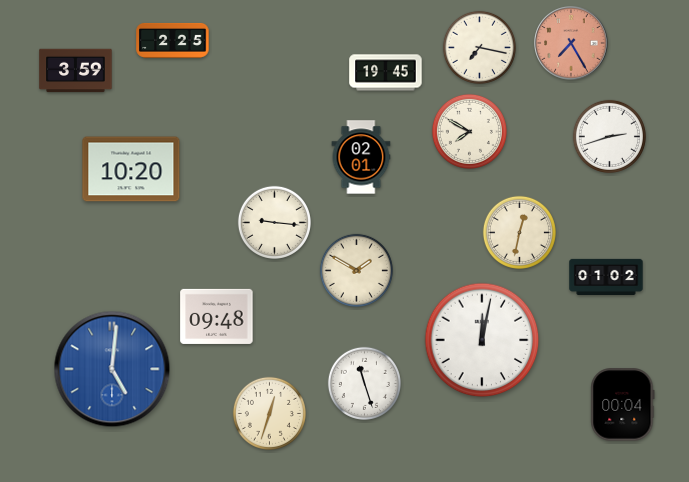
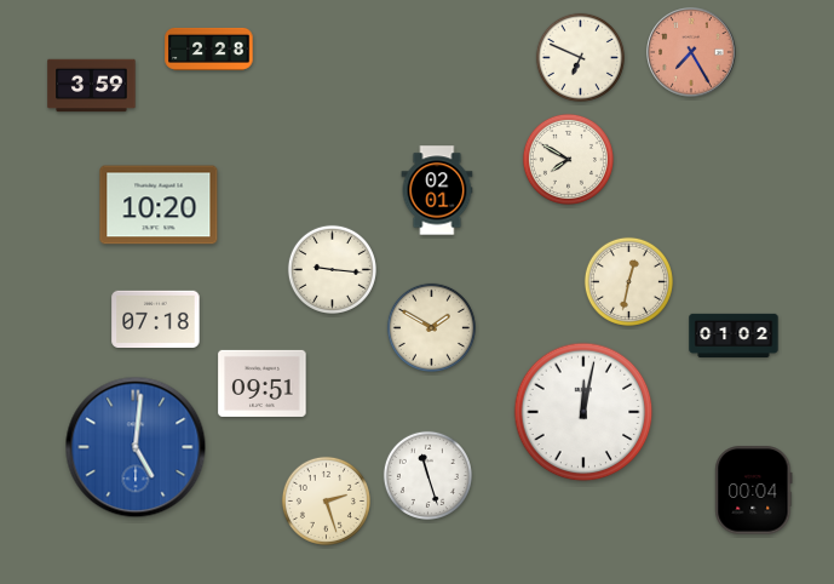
clock at (173, 40): 2:25 -> 2:28
clock at (479, 47): 7:17 -> 6:49
clock at (386, 73): 19:45 -> none
clock at (609, 136): 2:42 -> none
clock at (156, 319): none -> 07:18
clock at (217, 316): 09:48 -> 09:51
clock at (364, 383) position: (364, 383) -> (427, 475)
clock at (269, 413): 12:33 -> 2:27
